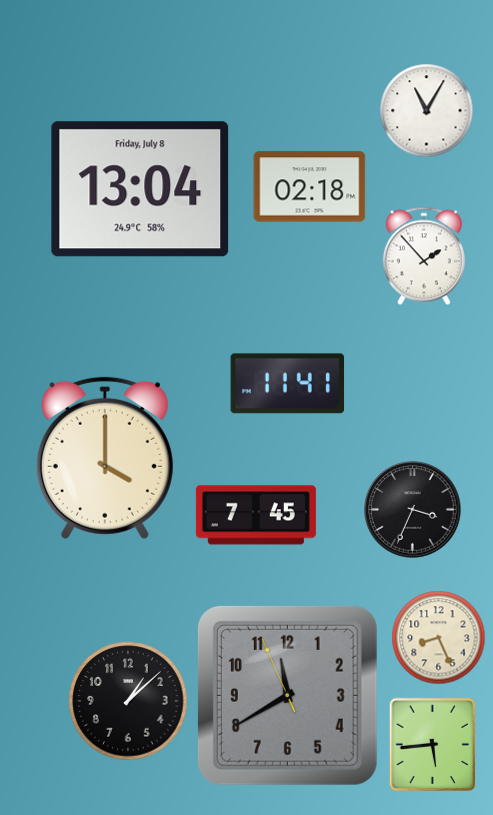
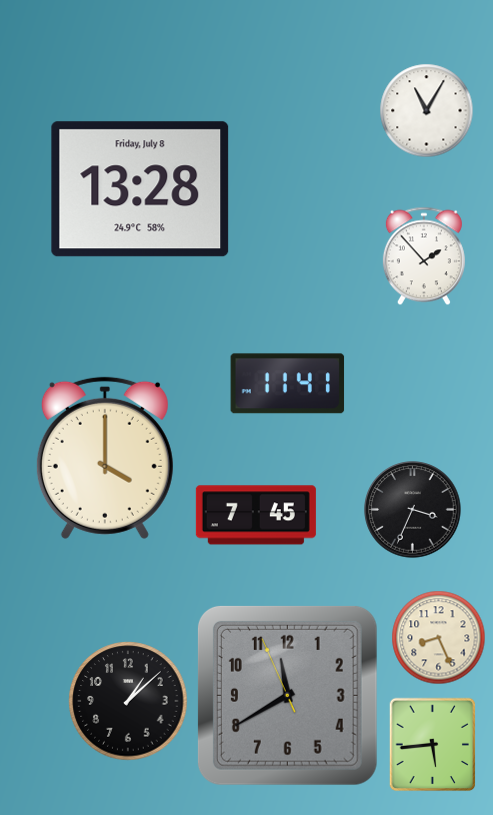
clock at (310, 187): 02:18 -> none
clock at (140, 189): 13:04 -> 13:28
